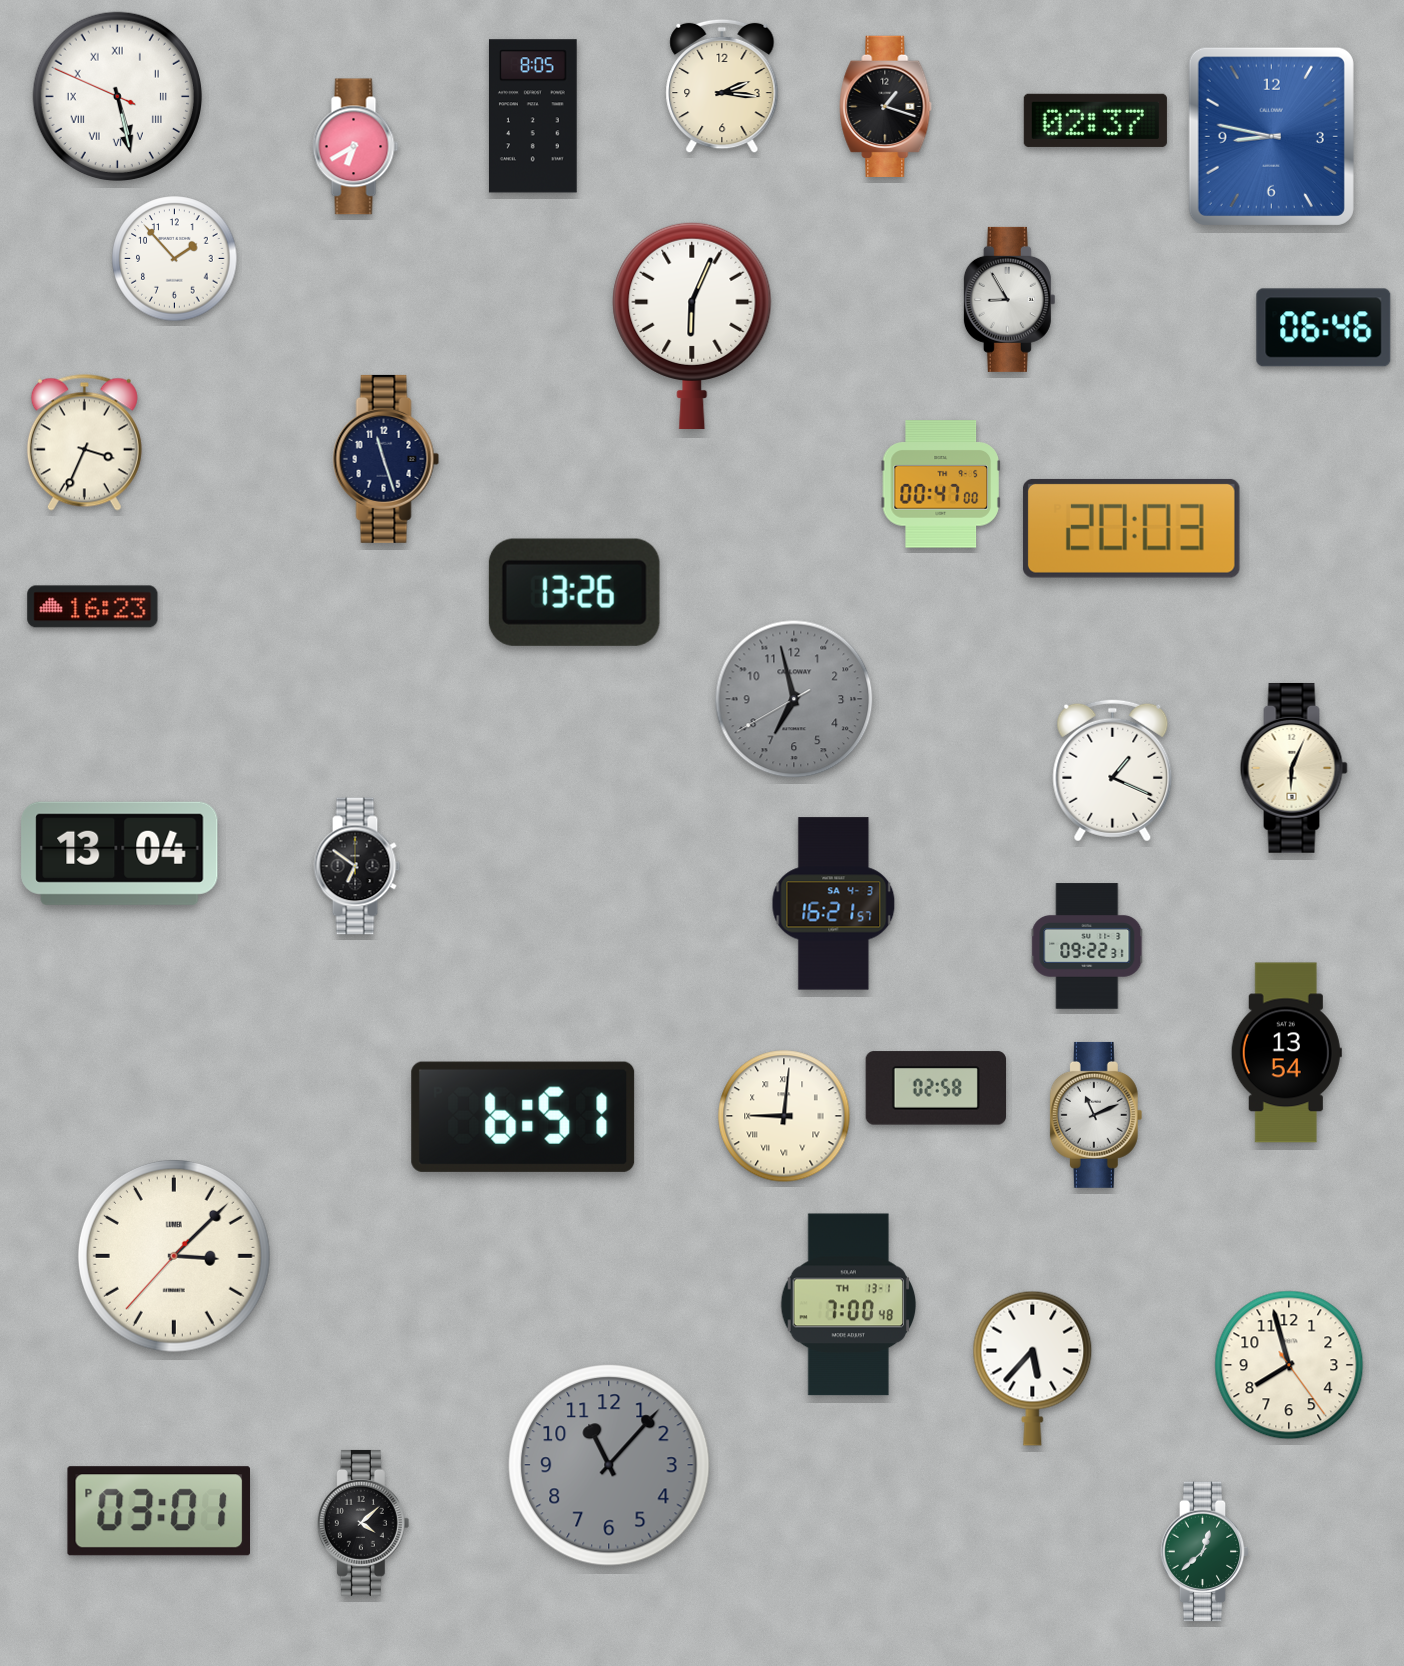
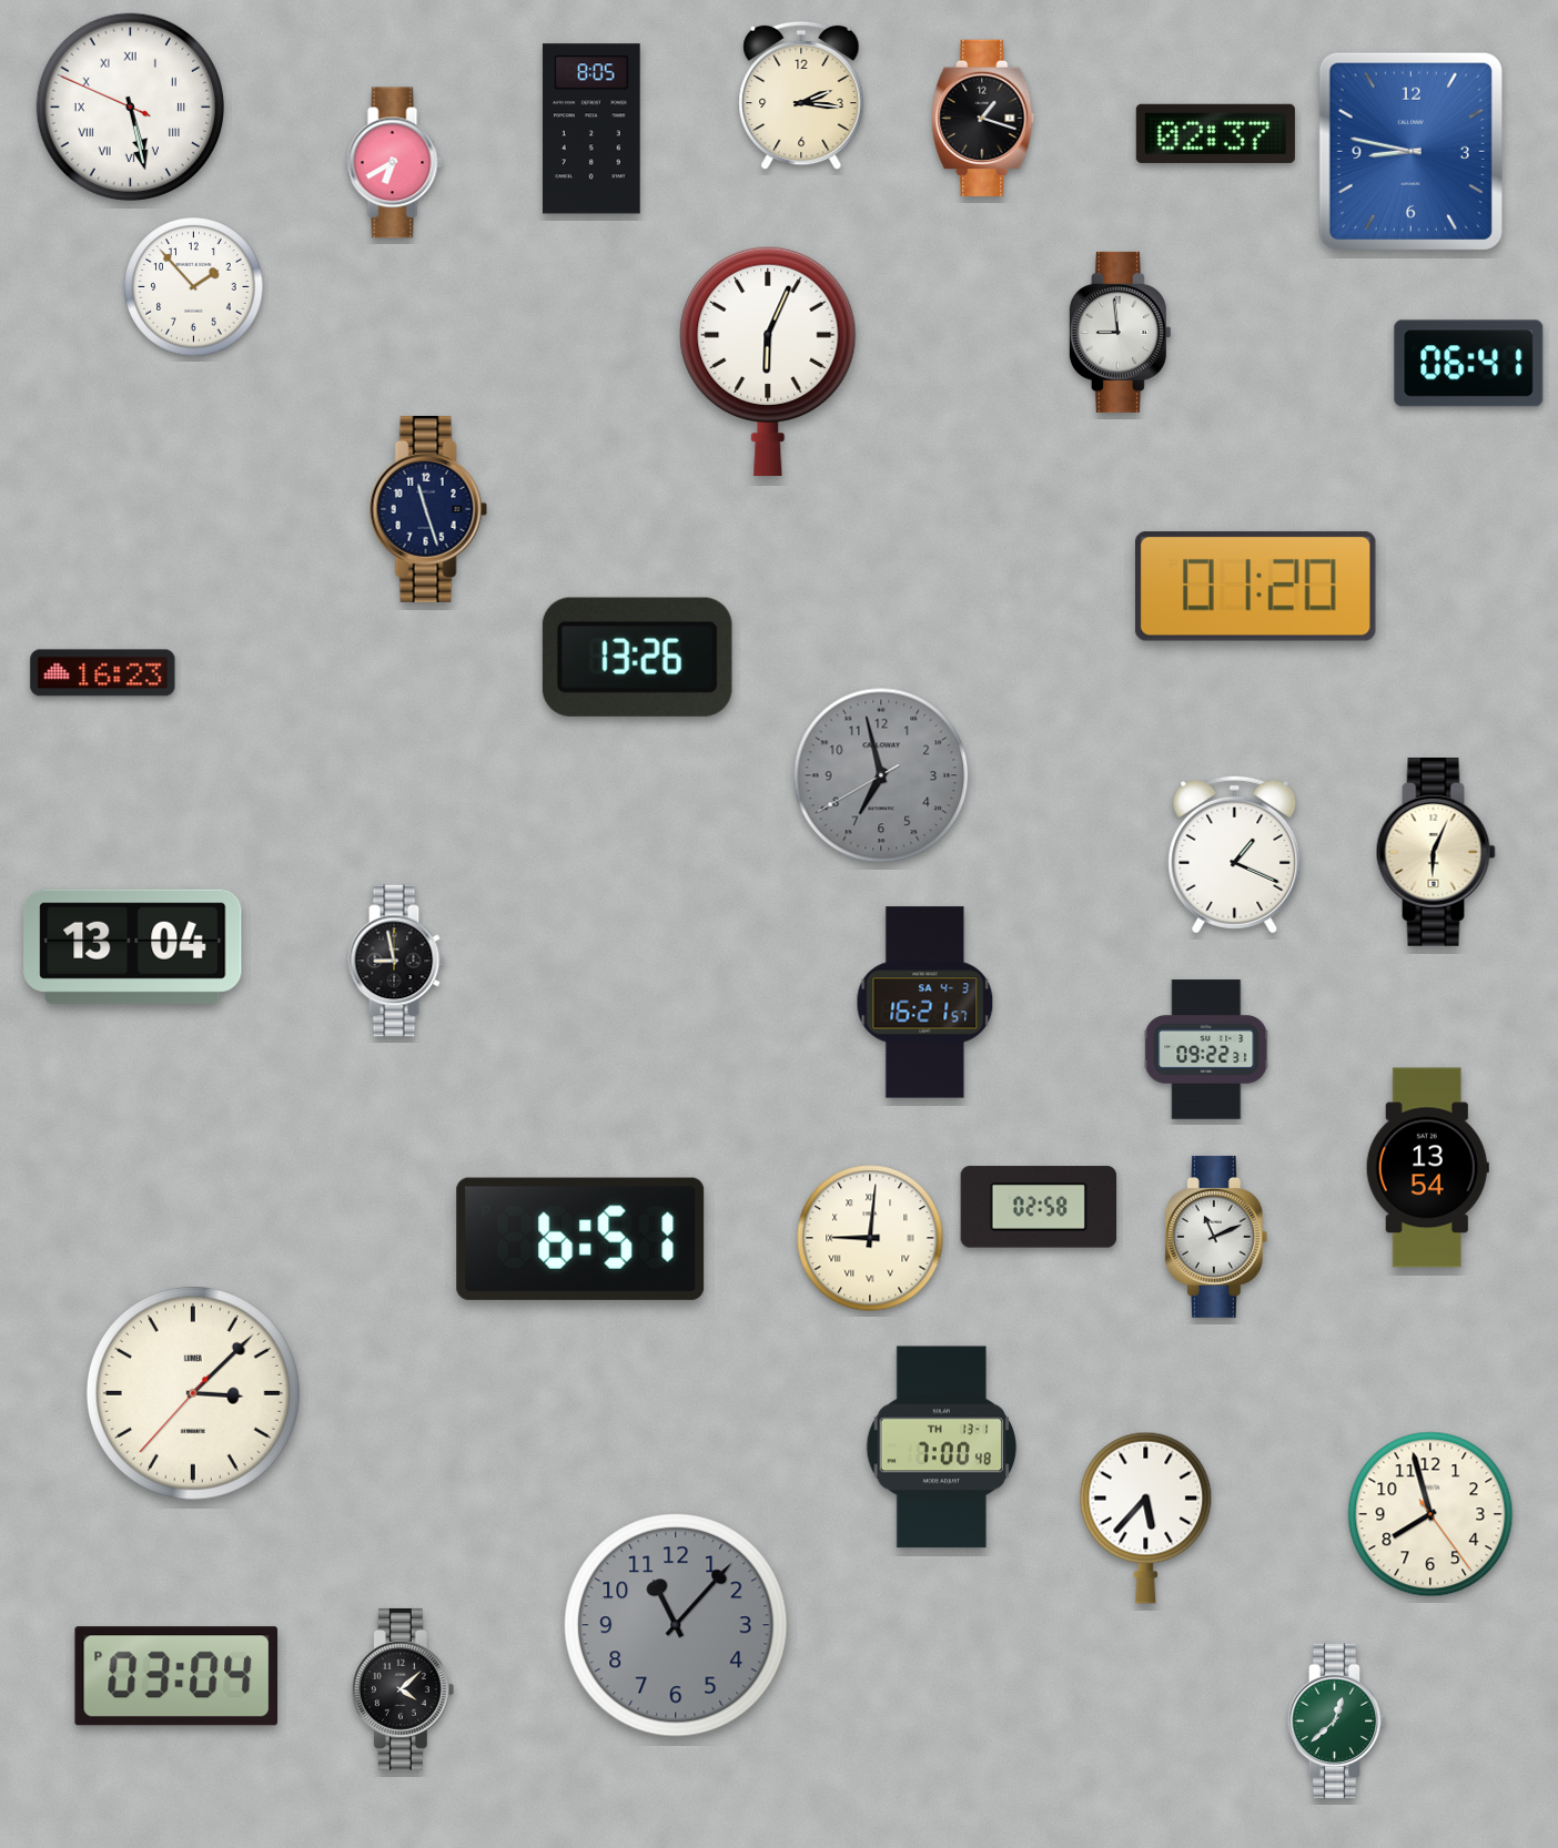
clock at (1009, 299): 8:55 -> 8:59
clock at (1324, 328): 06:46 -> 06:41
clock at (84, 442): 3:34 -> none
clock at (941, 484): 00:47 -> none
clock at (1131, 528): 20:03 -> 01:20
clock at (357, 866): 6:51 -> 8:58
clock at (158, 1511): 03:01 -> 03:04
